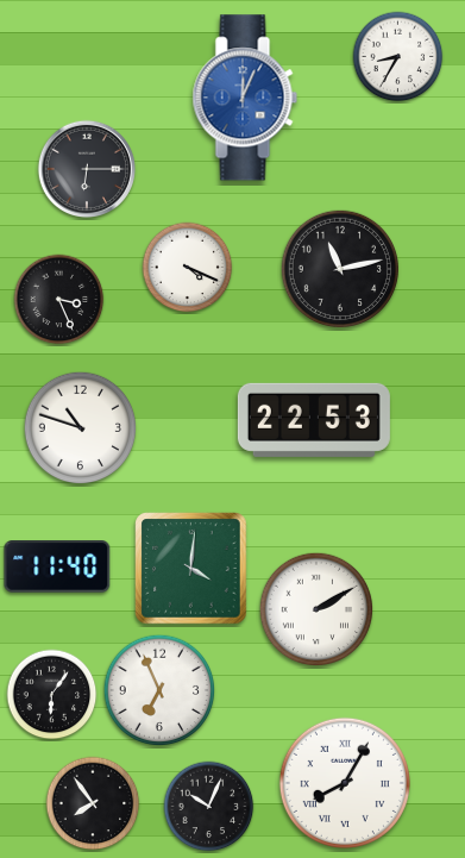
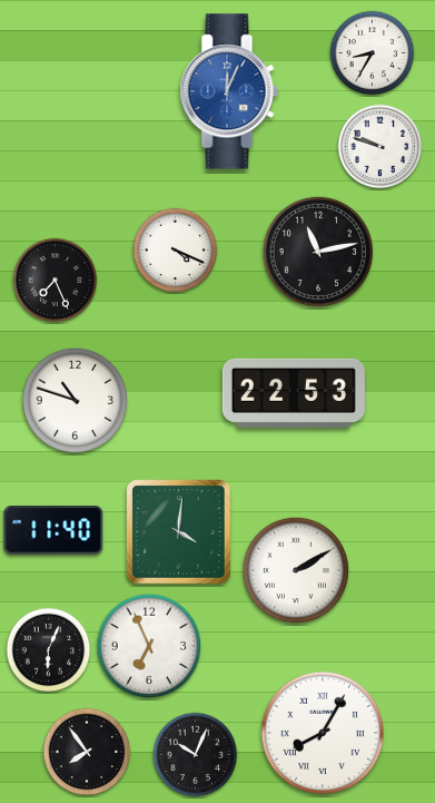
clock at (380, 147): none -> 9:48
clock at (86, 168): 6:15 -> none
clock at (59, 300): 3:26 -> 7:26
clock at (52, 695): 6:06 -> 6:04
